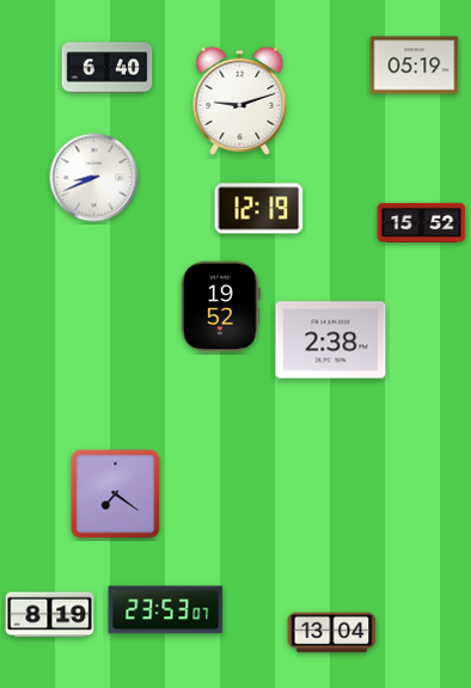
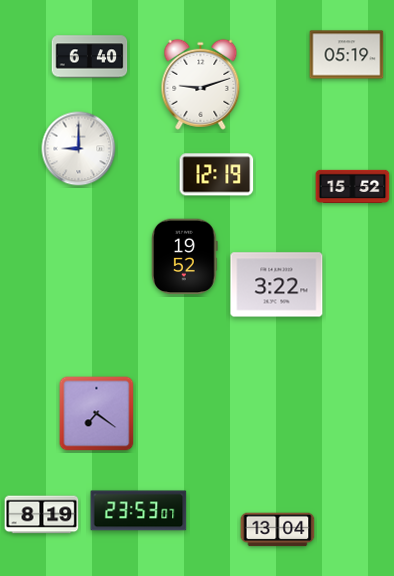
clock at (94, 178): 8:41 -> 9:00
clock at (331, 340): 2:38 -> 3:22
